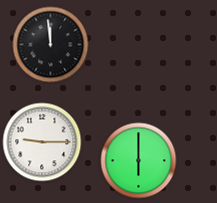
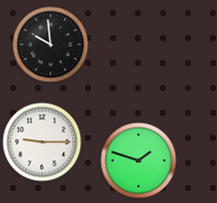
clock at (51, 45): 11:59 -> 9:59
clock at (139, 161): 6:00 -> 1:48
